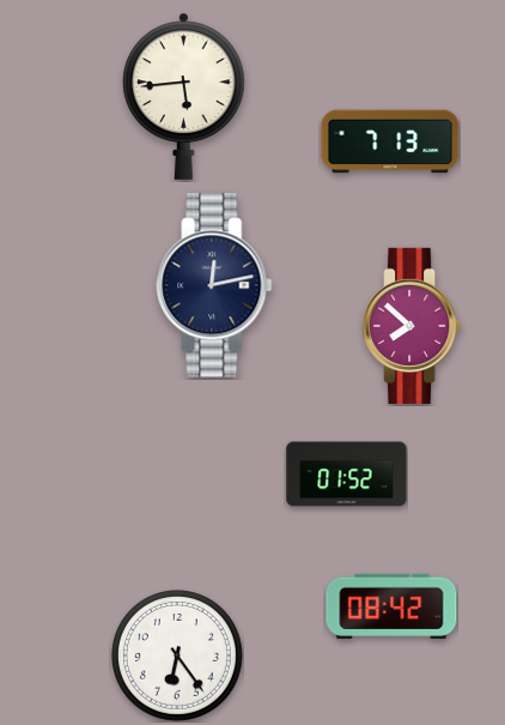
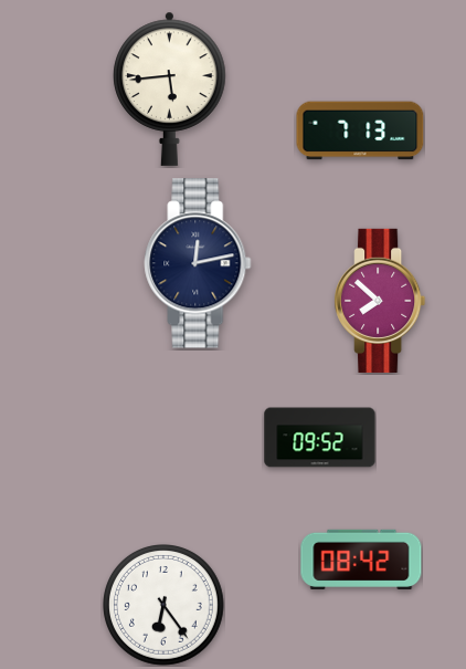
clock at (347, 475): 01:52 -> 09:52
